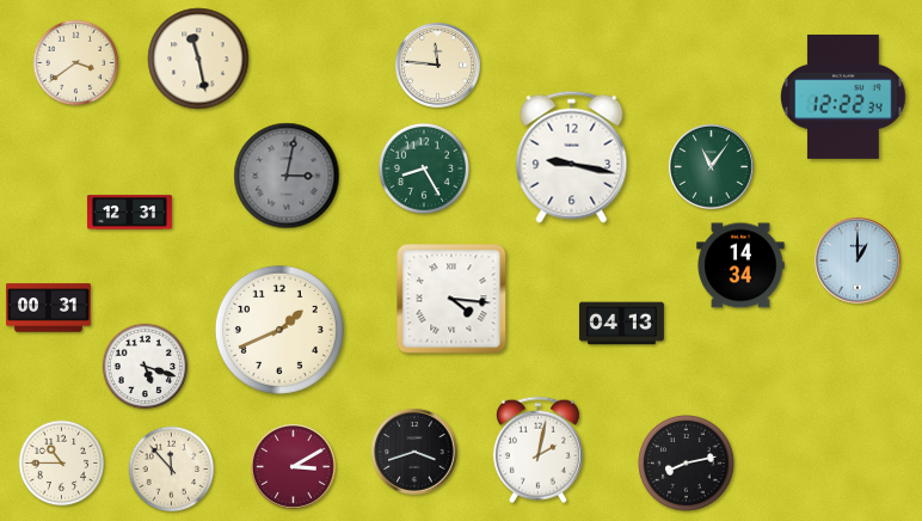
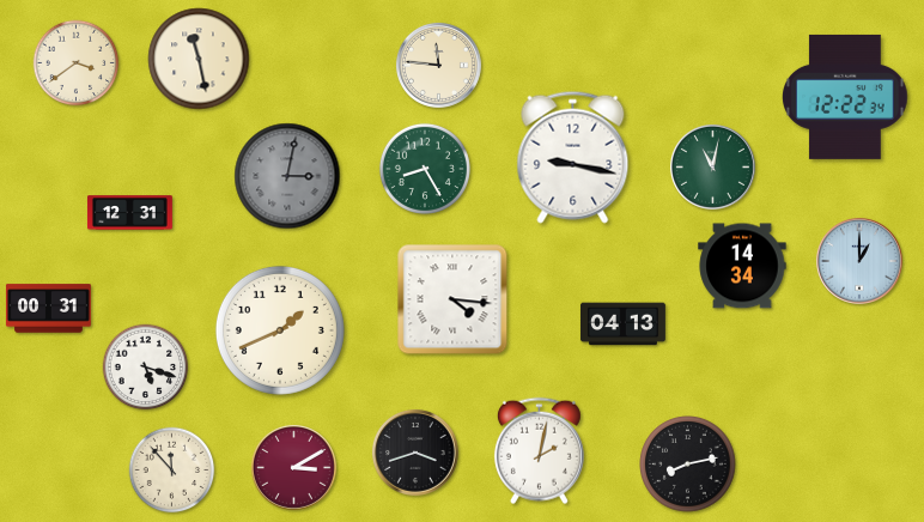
clock at (711, 166): 11:06 -> 11:02
clock at (62, 464): 10:45 -> none
